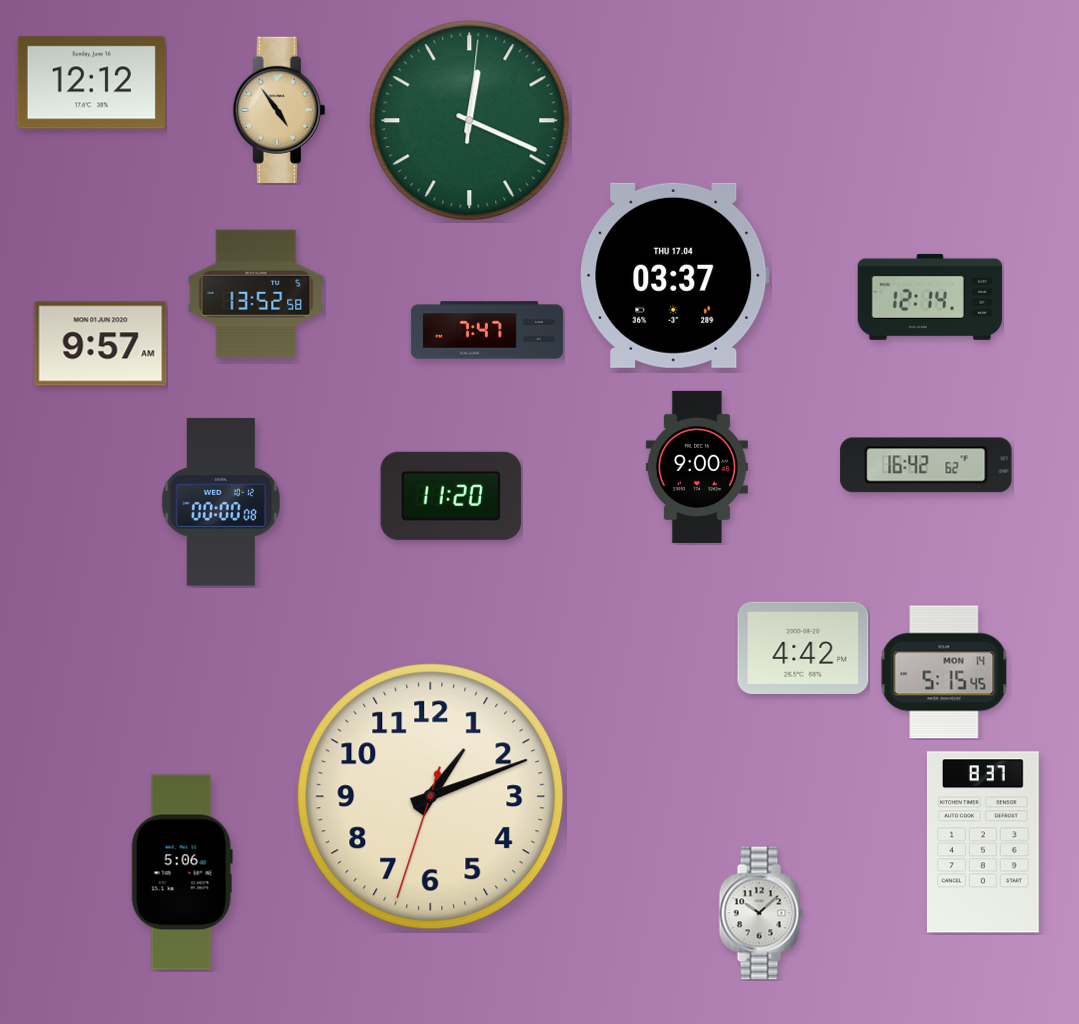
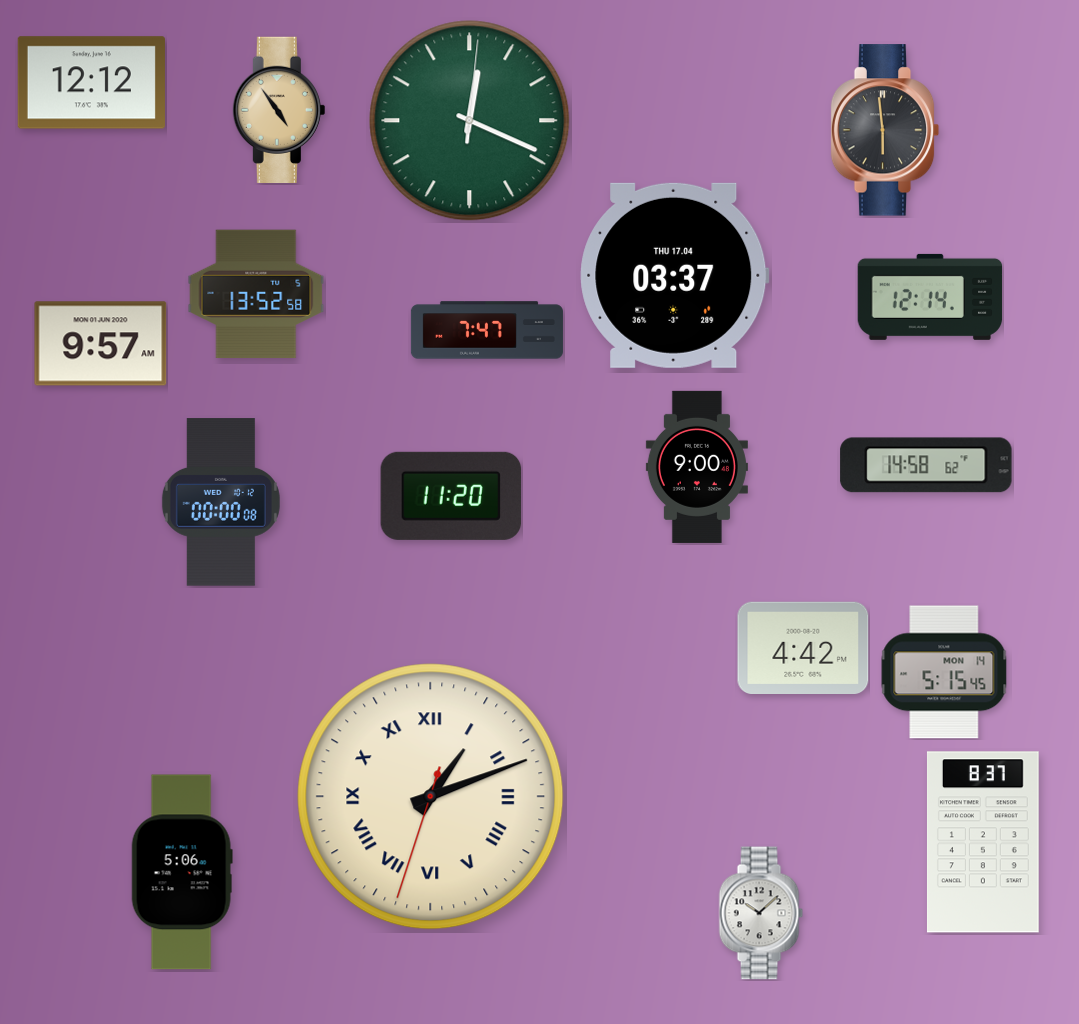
clock at (885, 130): none -> 5:59
clock at (926, 465): 16:42 -> 14:58
clock at (431, 797) numerals: Arabic -> Roman
